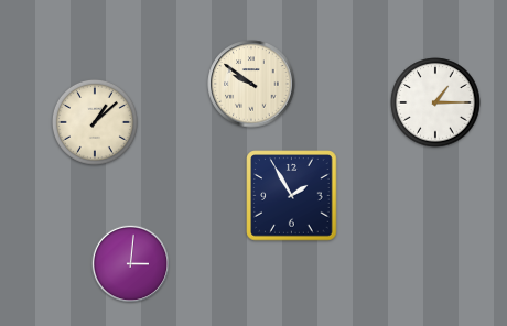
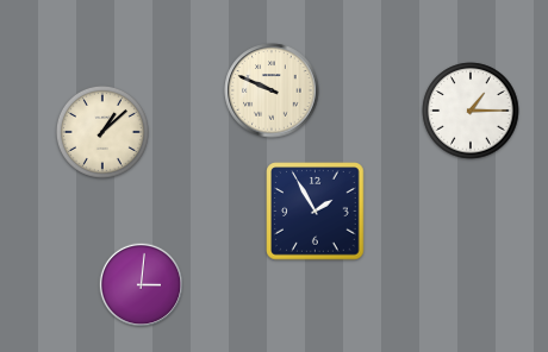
clock at (251, 84): 9:51 -> 9:49
